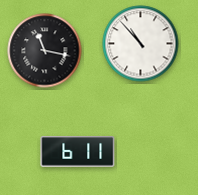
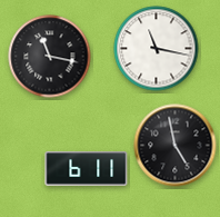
clock at (141, 44): 10:53 -> 11:17
clock at (176, 146): none -> 4:58
